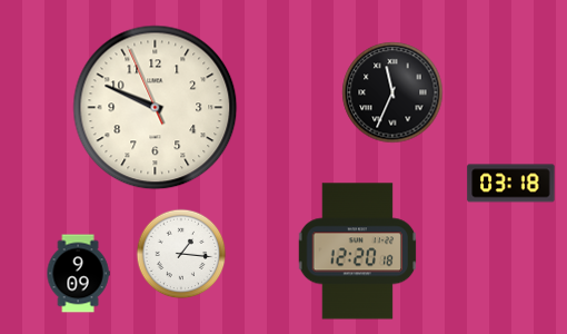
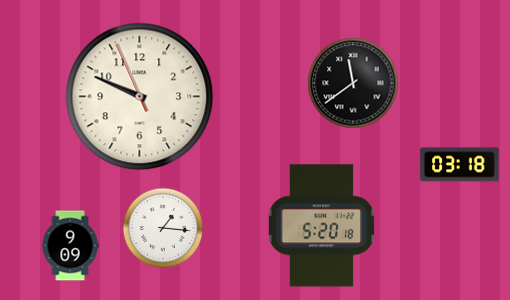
clock at (392, 92): 11:34 -> 11:39
clock at (358, 252): 12:20 -> 5:20
